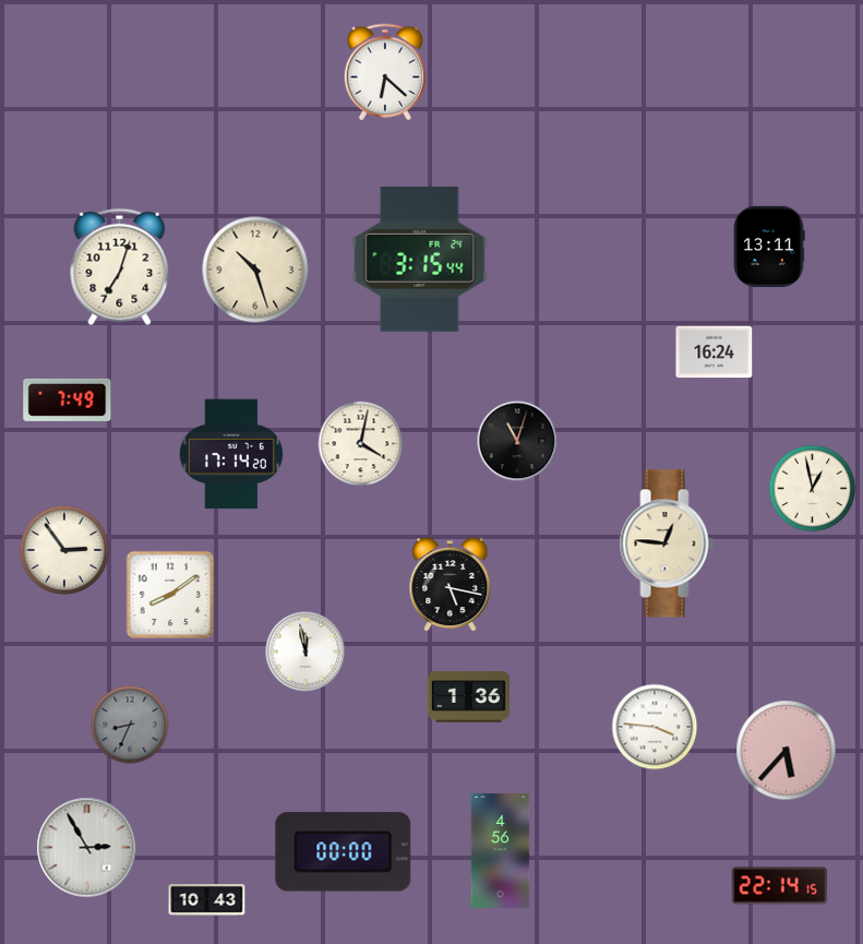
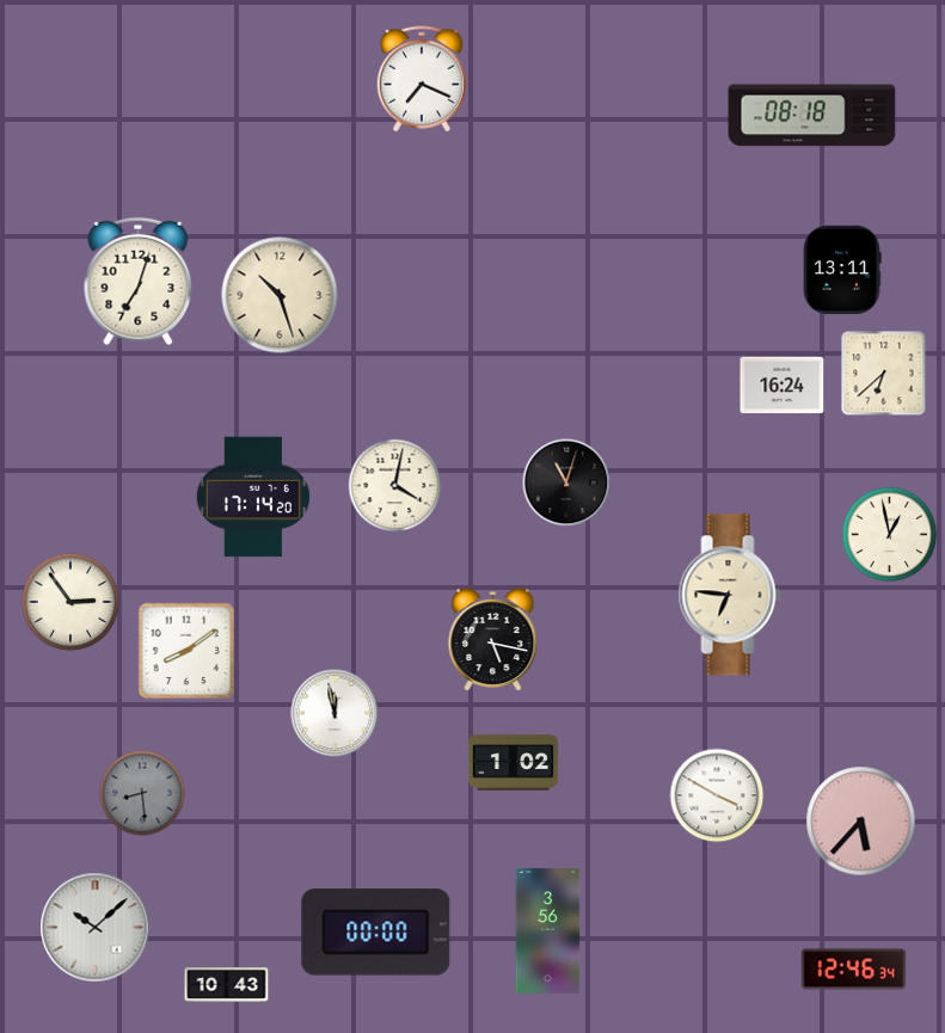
clock at (384, 72): 6:22 -> 7:19
clock at (812, 116): none -> 08:18
clock at (420, 260): 3:15 -> none
clock at (120, 267) position: (120, 267) -> (139, 282)
clock at (884, 374): none -> 6:38
clock at (68, 399): 7:49 -> none
clock at (667, 543): 12:46 -> 6:46
clock at (468, 697): 1:36 -> 1:02
clock at (130, 725): 8:34 -> 8:29
clock at (655, 727): 3:46 -> 3:50
clock at (87, 848): 2:55 -> 10:08
clock at (501, 851): 4:56 -> 3:56
clock at (780, 886): 22:14 -> 12:46
